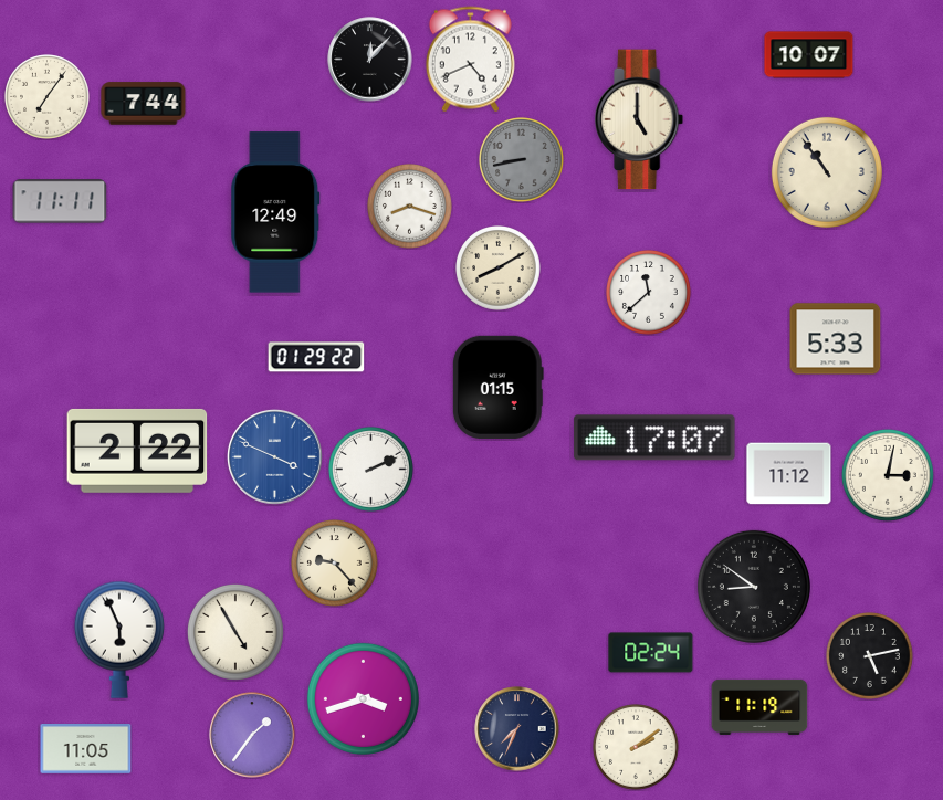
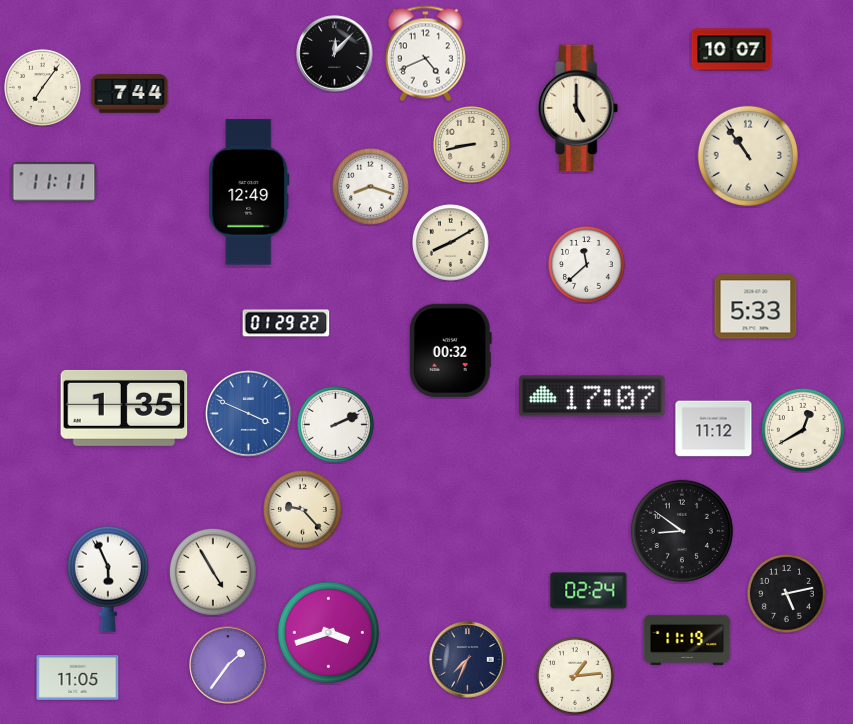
clock at (522, 160) dial: grey -> cream
clock at (497, 387): 01:15 -> 00:32
clock at (137, 451): 2:22 -> 1:35
clock at (888, 475): 3:02 -> 12:40
clock at (637, 748): 2:09 -> 1:14
